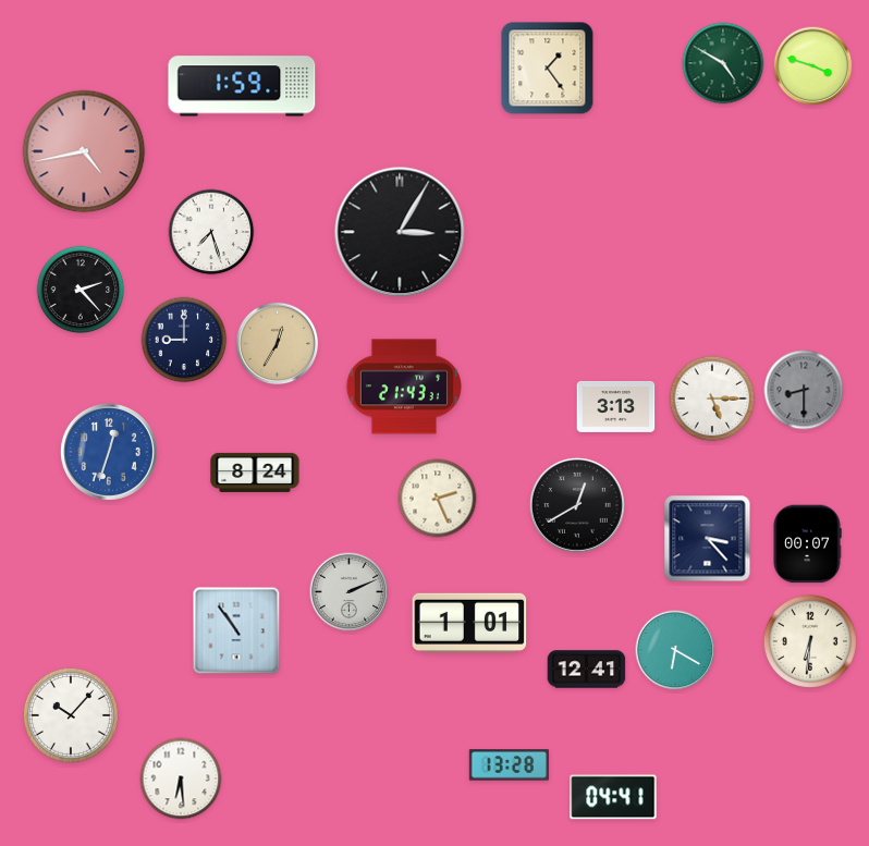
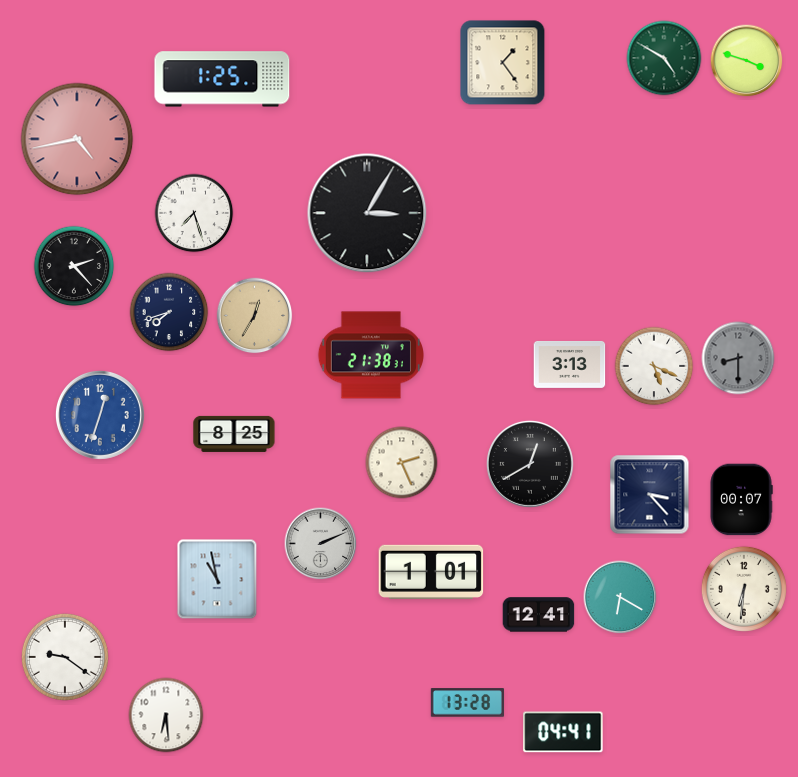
clock at (242, 86): 1:59 -> 1:25
clock at (184, 340): 9:00 -> 7:42
clock at (403, 387): 21:43 -> 21:38
clock at (712, 399): 5:15 -> 5:19
clock at (616, 406) position: (616, 406) -> (570, 364)
clock at (255, 473): 8:24 -> 8:25
clock at (438, 499) position: (438, 499) -> (402, 463)
clock at (236, 630): 10:54 -> 10:58
clock at (71, 715): 10:07 -> 9:21
